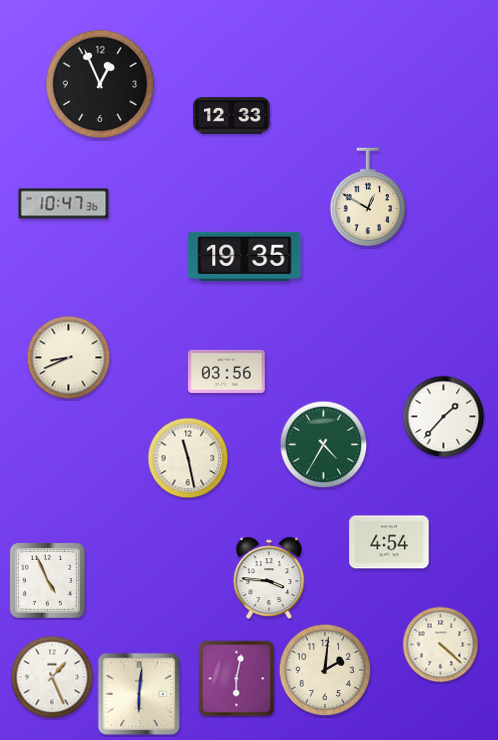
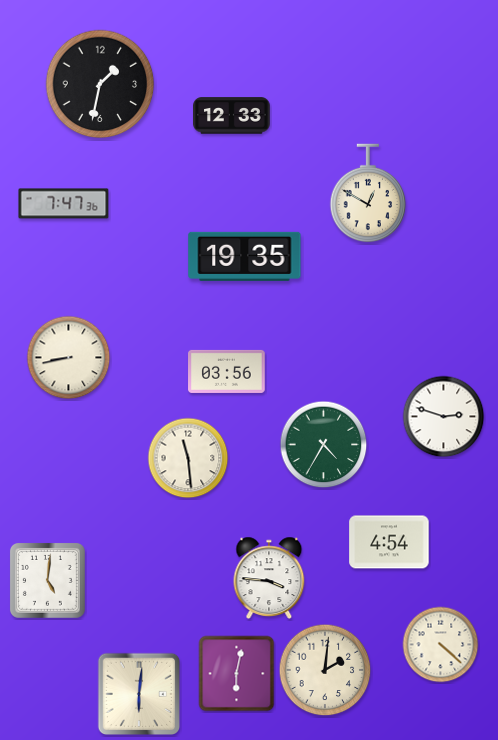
clock at (100, 84): 12:56 -> 1:32
clock at (368, 197) position: (368, 197) -> (368, 193)
clock at (64, 204): 10:47 -> 7:47
clock at (69, 358): 8:41 -> 8:43
clock at (444, 417): 1:37 -> 2:48
clock at (188, 458): 11:28 -> 11:29
clock at (47, 580): 4:56 -> 5:01
clock at (52, 677): 1:26 -> none
clock at (237, 679) position: (237, 679) -> (237, 674)
